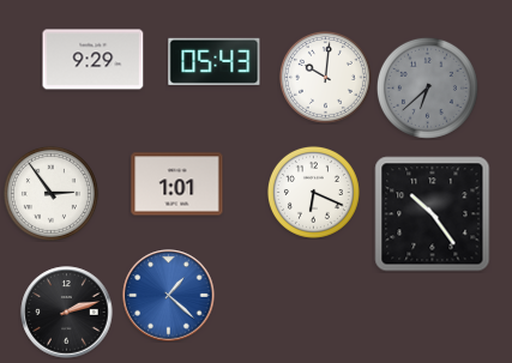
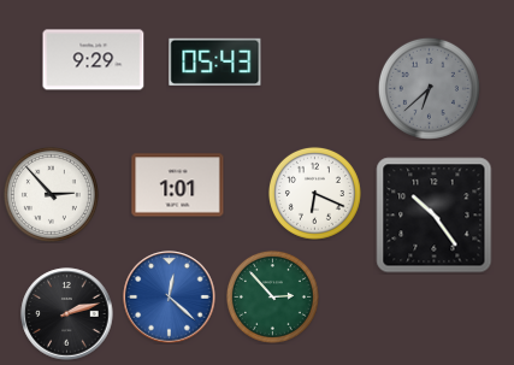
clock at (325, 77): 10:01 -> none
clock at (50, 193): 2:54 -> 2:53
clock at (272, 296): none -> 2:53
clock at (169, 296): 1:22 -> 12:22
